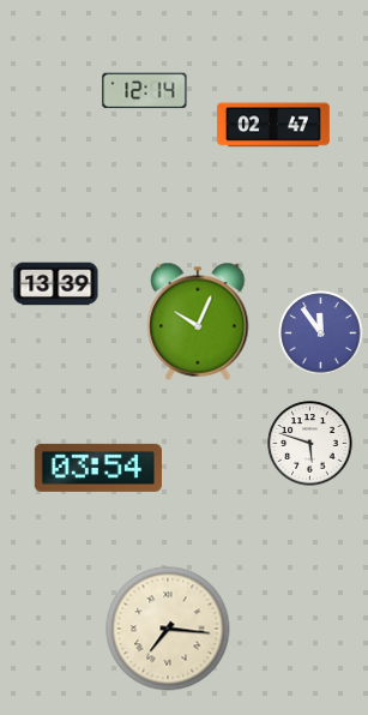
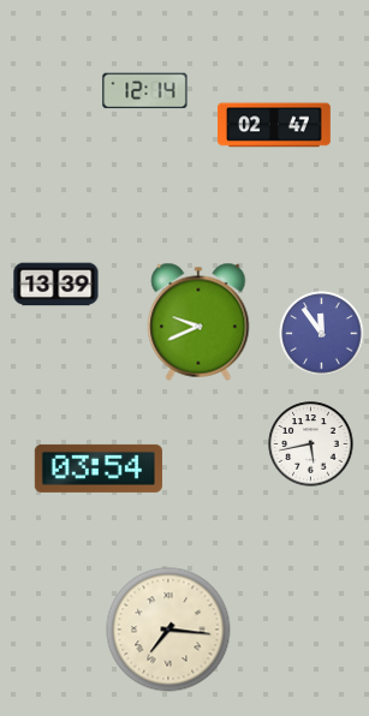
clock at (198, 322): 10:04 -> 9:41
clock at (310, 444): 5:48 -> 5:43
